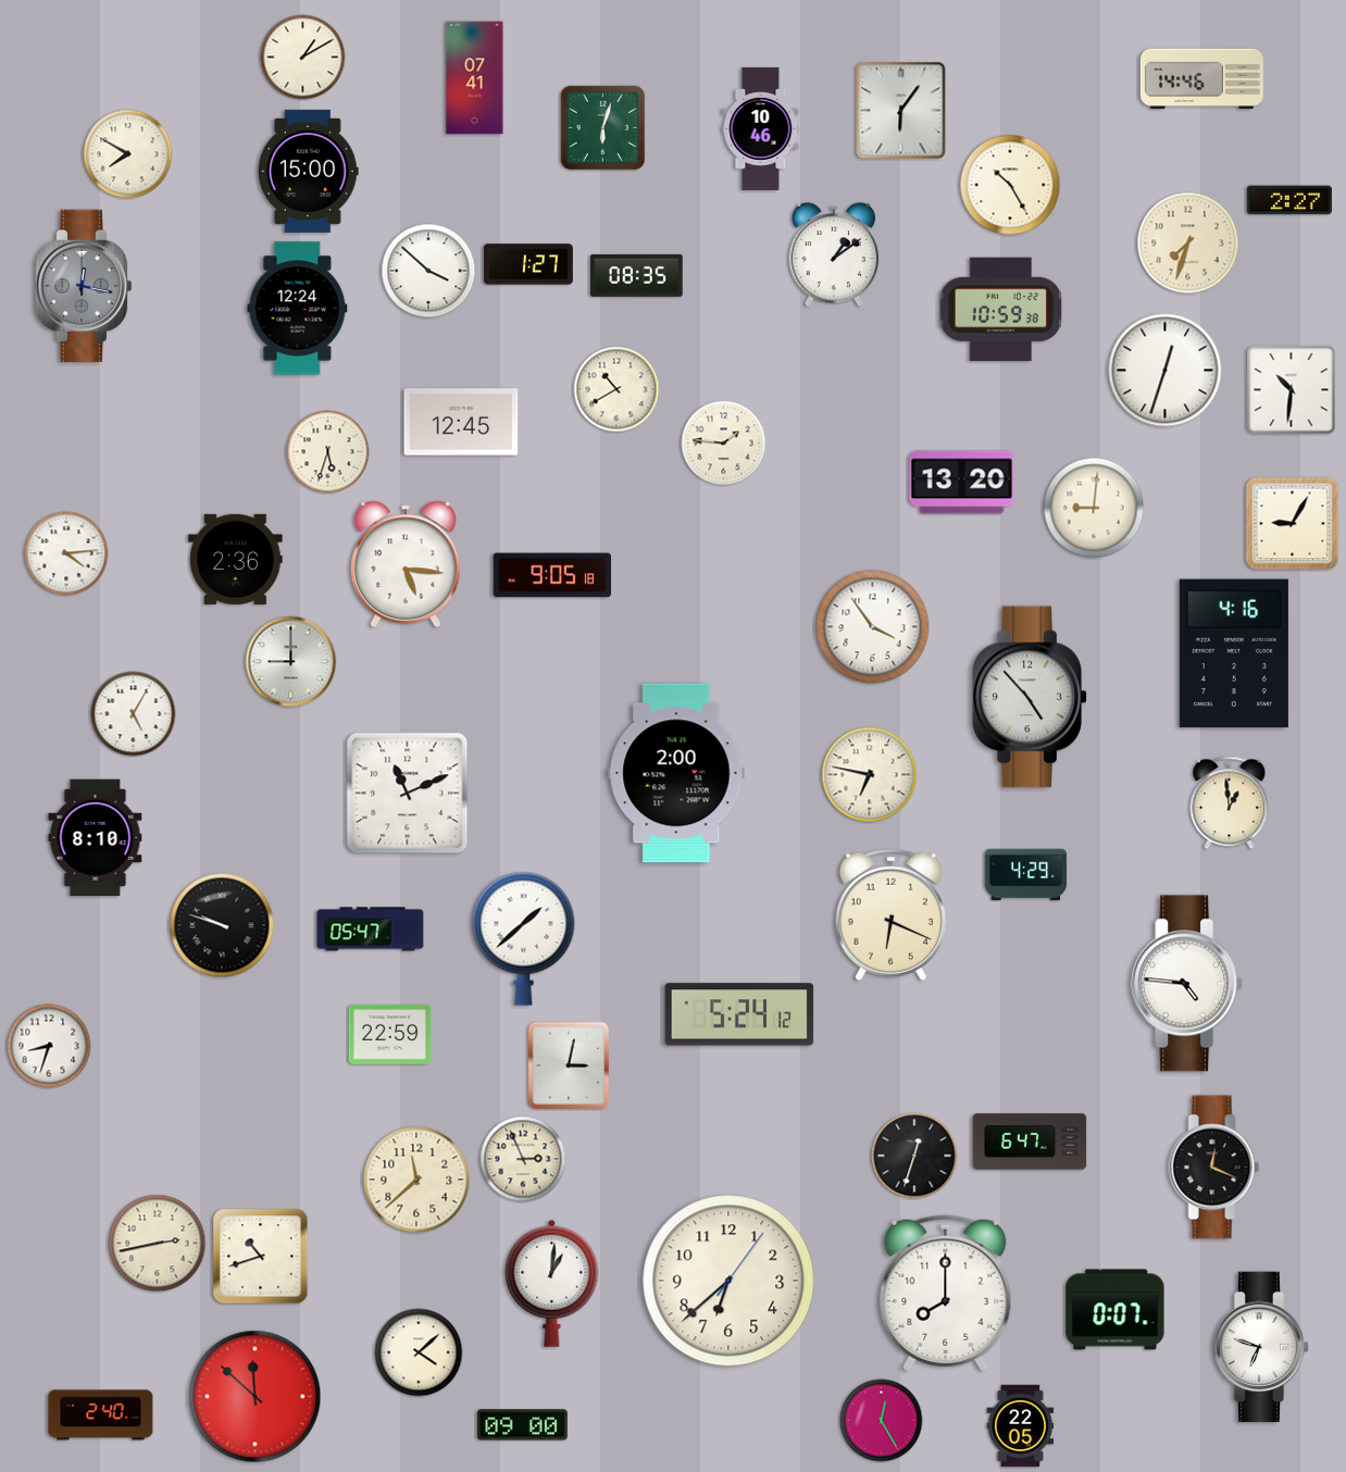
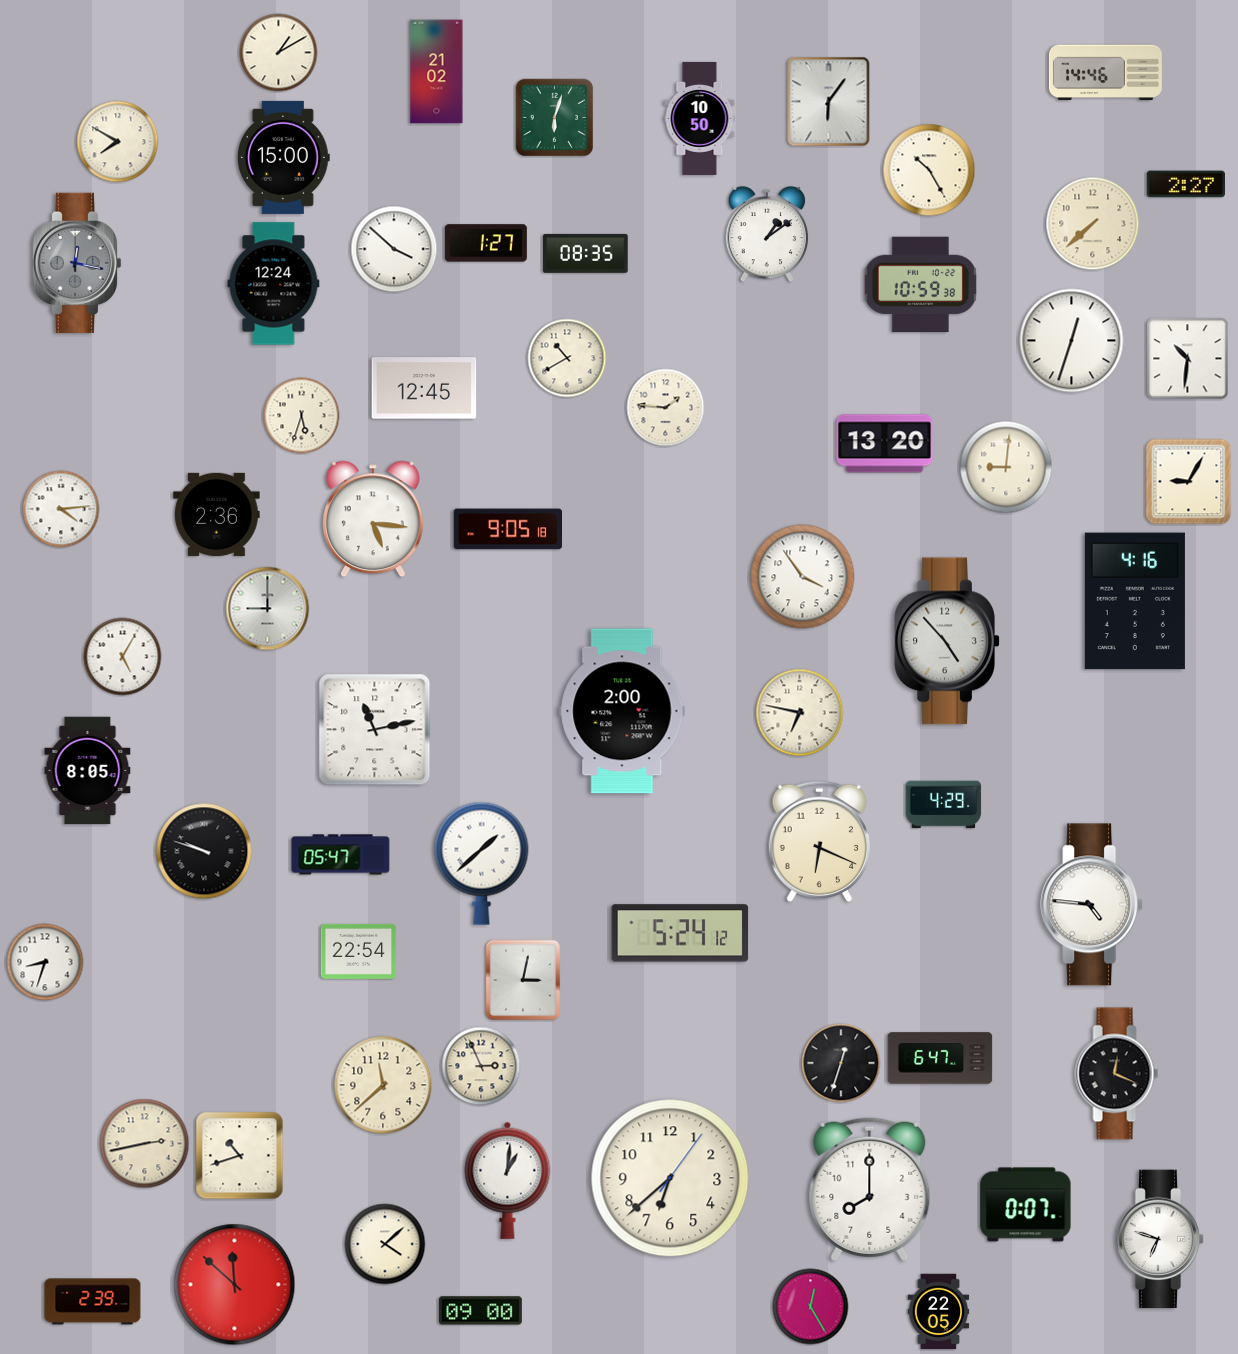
clock at (475, 78): 07:41 -> 21:02
clock at (761, 128): 10:46 -> 10:50
clock at (1188, 244): 7:33 -> 7:38
clock at (408, 794): 11:11 -> 11:13
clock at (1230, 803): 12:59 -> none
clock at (96, 838): 8:10 -> 8:05
clock at (390, 1034): 22:59 -> 22:54
clock at (1030, 1142) position: (1030, 1142) -> (940, 1058)
clock at (101, 1415): 2:40 -> 2:39
